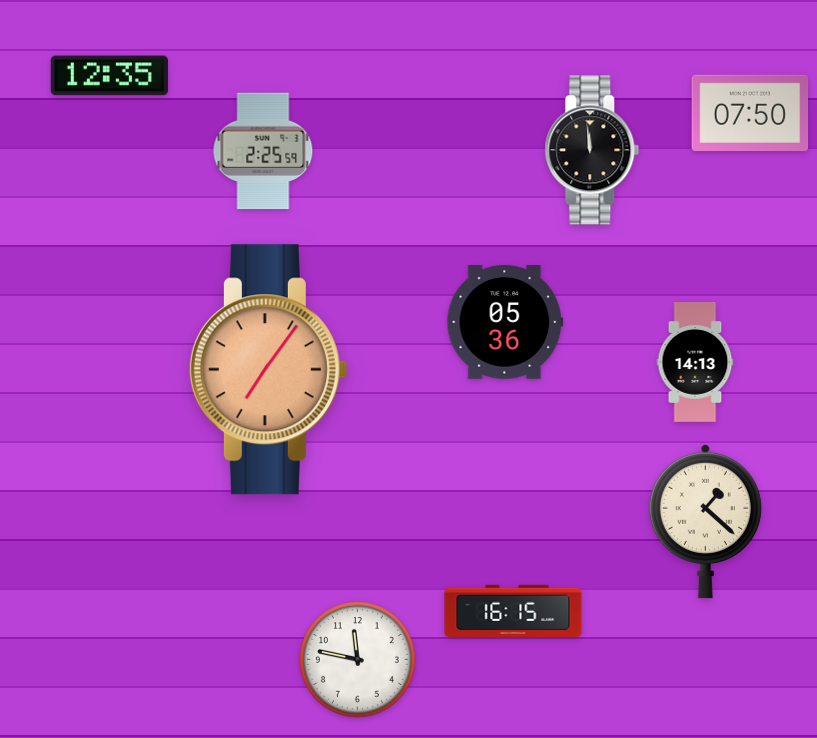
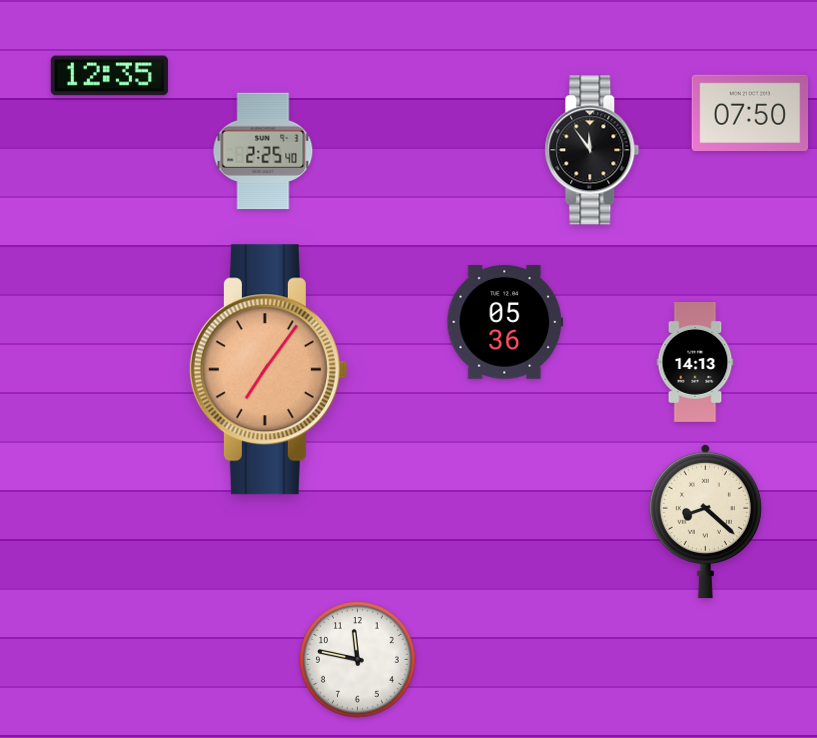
clock at (592, 150): 11:59 -> 11:54
clock at (263, 151): 2:25:59 -> 2:25:40
clock at (705, 521): 1:22 -> 8:22
clock at (513, 610): 16:15 -> none
